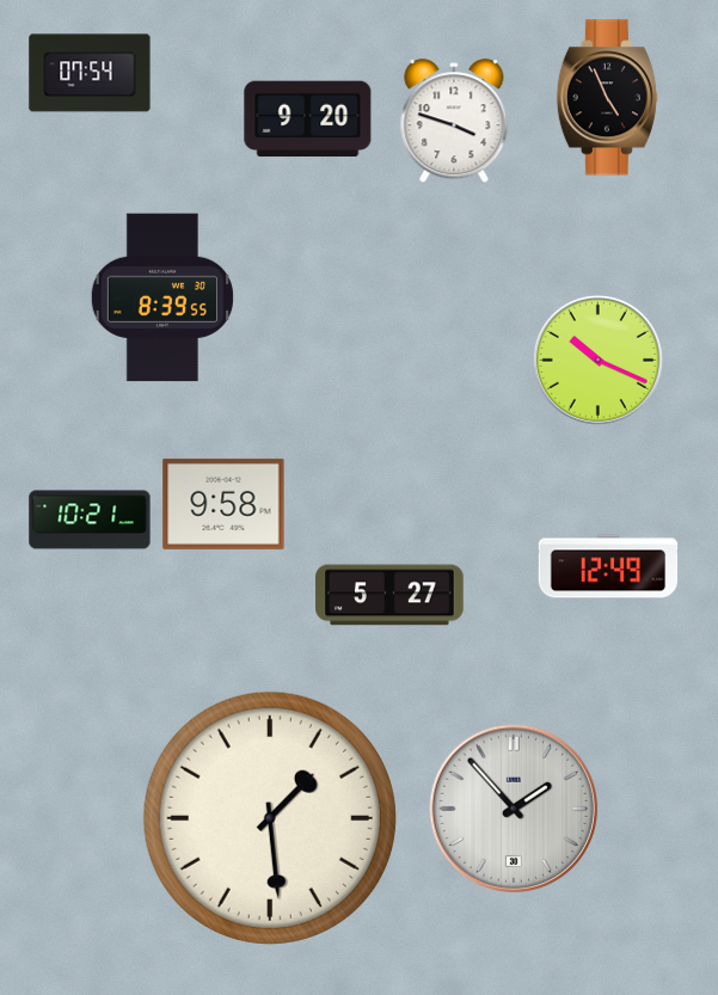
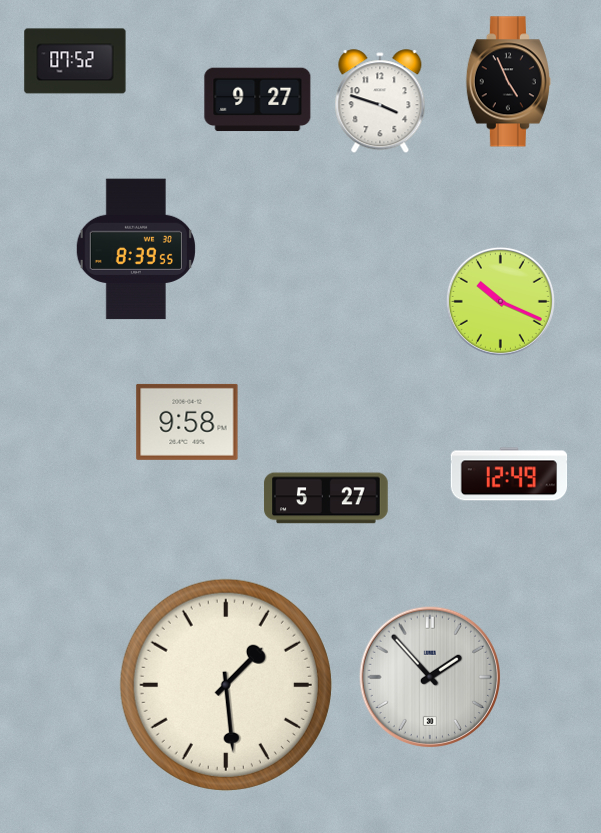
clock at (90, 73): 07:54 -> 07:52
clock at (308, 119): 9:20 -> 9:27
clock at (90, 520): 10:21 -> none
